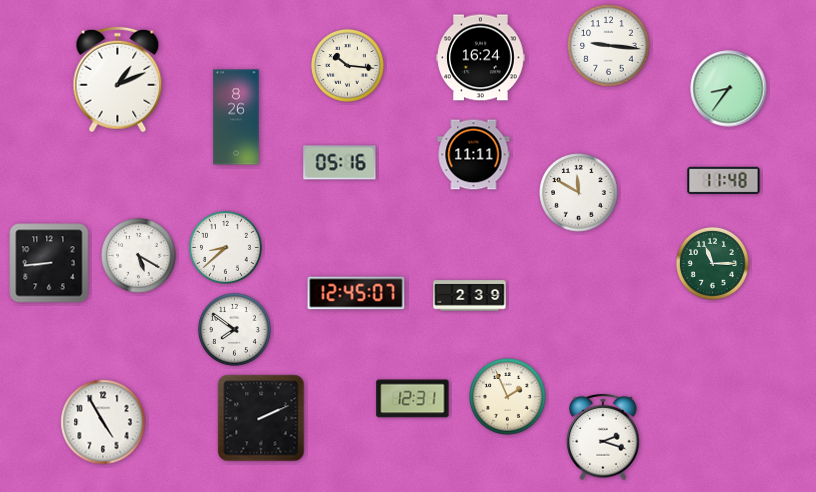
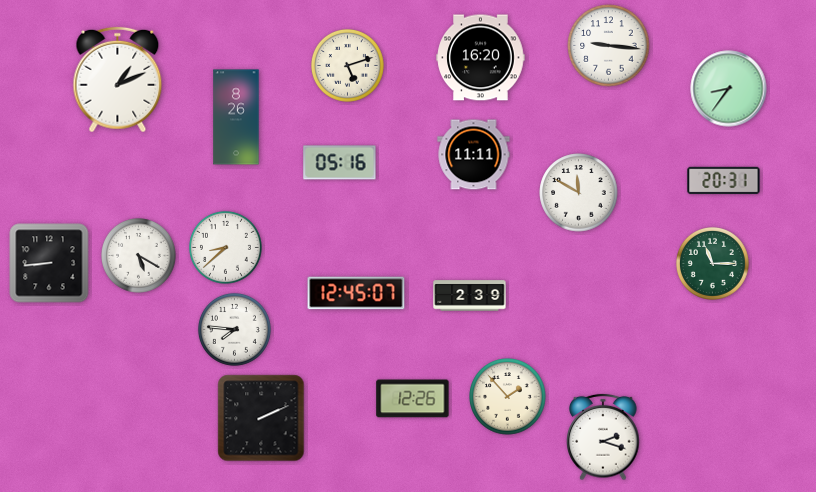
clock at (481, 58): 16:24 -> 16:20
clock at (347, 65): 10:16 -> 5:12
clock at (724, 181): 11:48 -> 20:31
clock at (234, 329): 7:51 -> 7:46
clock at (508, 397): 1:56 -> 1:53
clock at (413, 399): 12:31 -> 12:26
clock at (103, 422): 4:55 -> none
